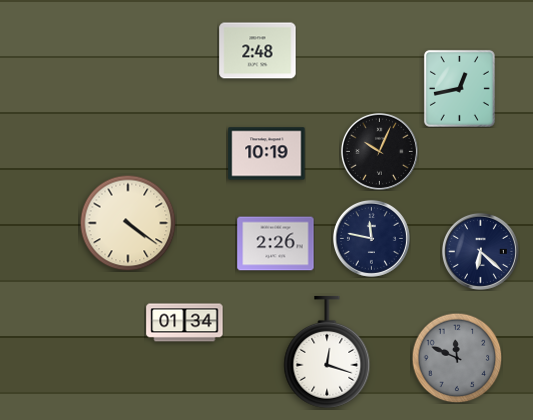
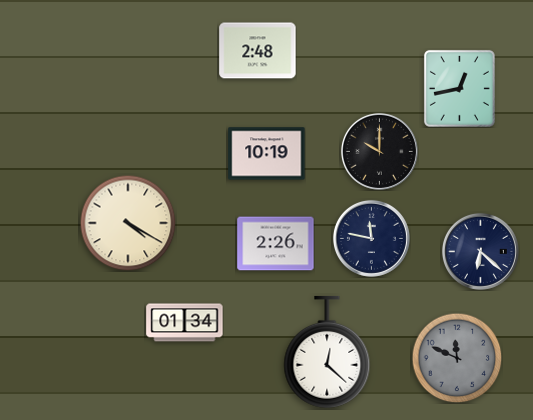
clock at (379, 151): 10:04 -> 10:00
clock at (128, 223): 4:21 -> 4:20
clock at (327, 352): 12:18 -> 12:22
